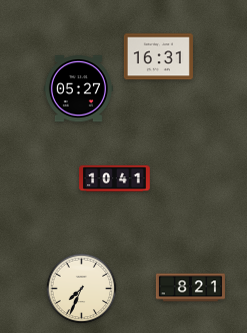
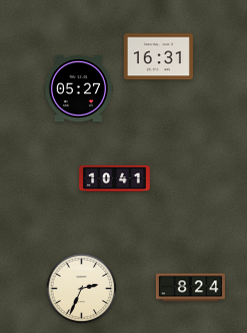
clock at (190, 288): 8:21 -> 8:24
clock at (82, 289): 7:34 -> 2:34
